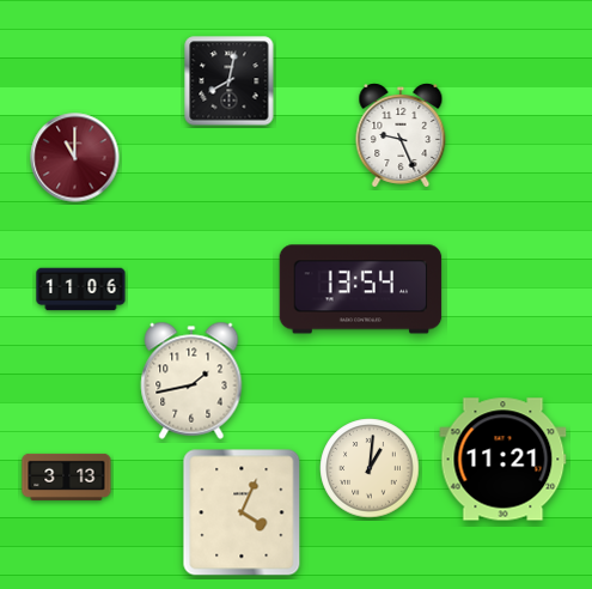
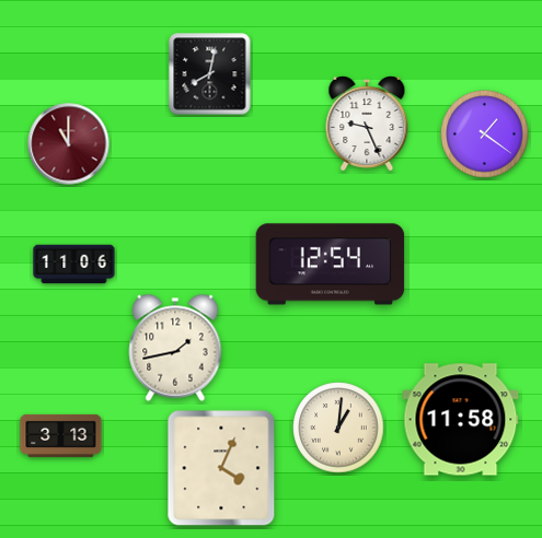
clock at (485, 134): none -> 1:21
clock at (361, 290): 13:54 -> 12:54
clock at (503, 460): 11:21 -> 11:58
